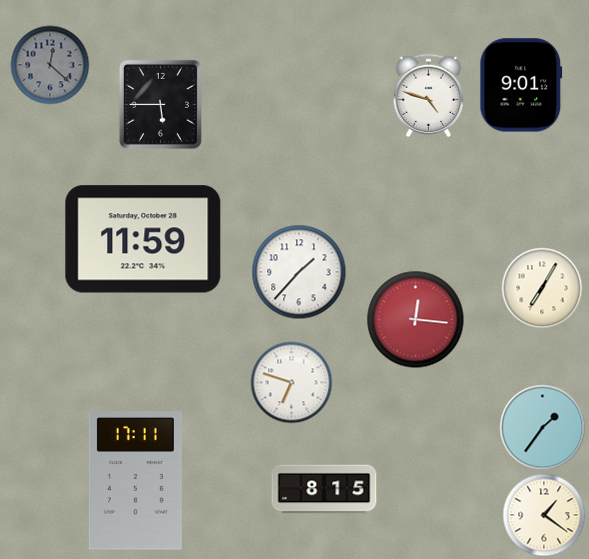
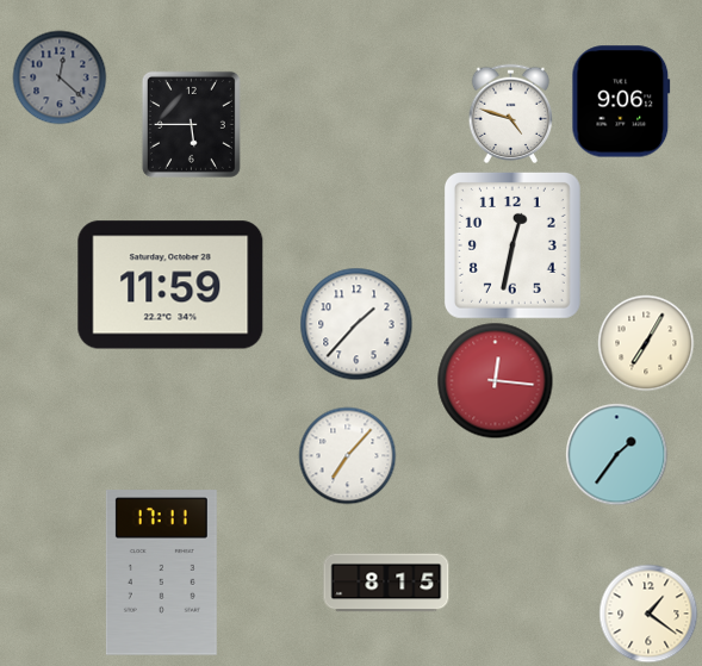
clock at (521, 85): 9:01 -> 9:06
clock at (512, 245): none -> 12:32
clock at (291, 382): 6:48 -> 7:07
clock at (542, 427) position: (542, 427) -> (616, 454)
